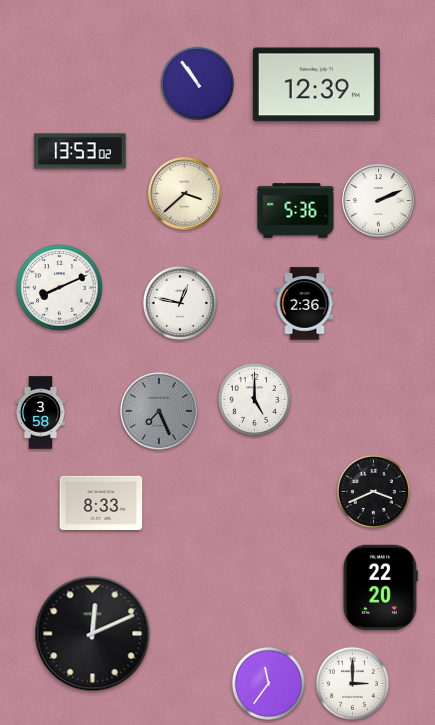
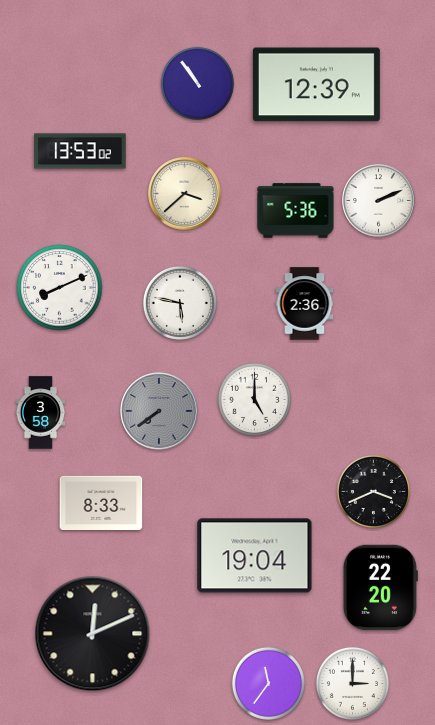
clock at (180, 303): 12:47 -> 5:47
clock at (159, 411): 7:26 -> 7:39
clock at (255, 556): none -> 19:04
